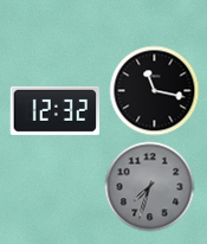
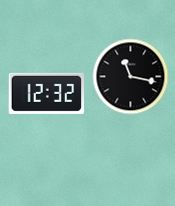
clock at (150, 187): 7:33 -> none
